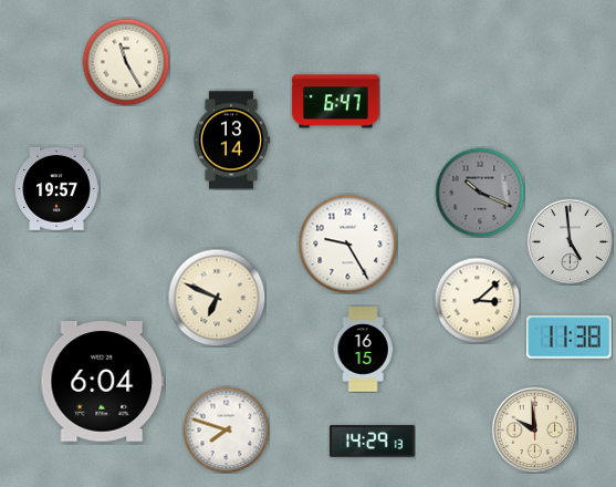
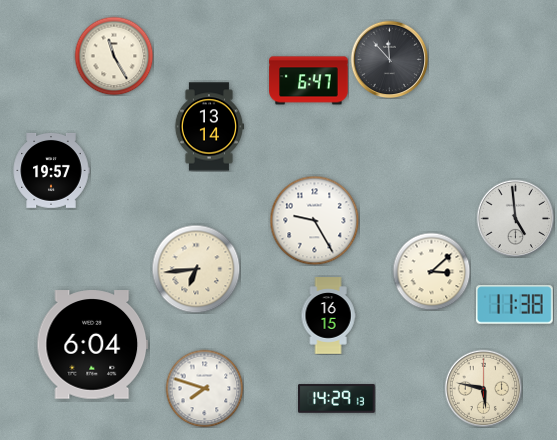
clock at (389, 59): none -> 11:53
clock at (336, 102) position: (336, 102) -> (309, 81)
clock at (480, 193): 10:19 -> none
clock at (217, 298): 6:49 -> 6:44
clock at (534, 429): 9:59 -> 5:47
